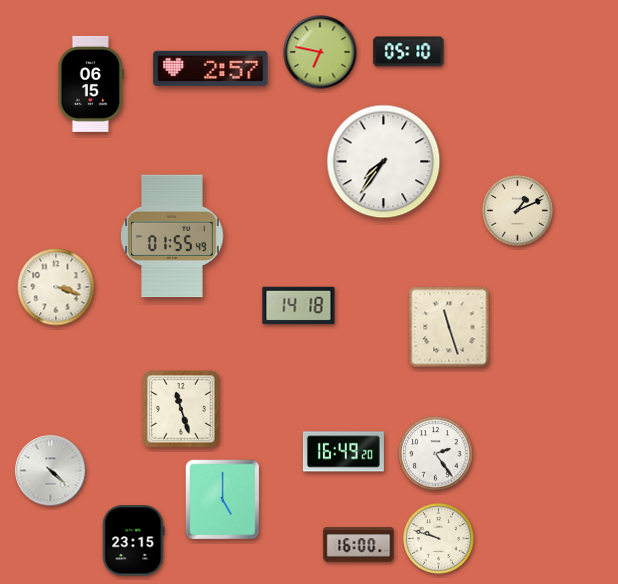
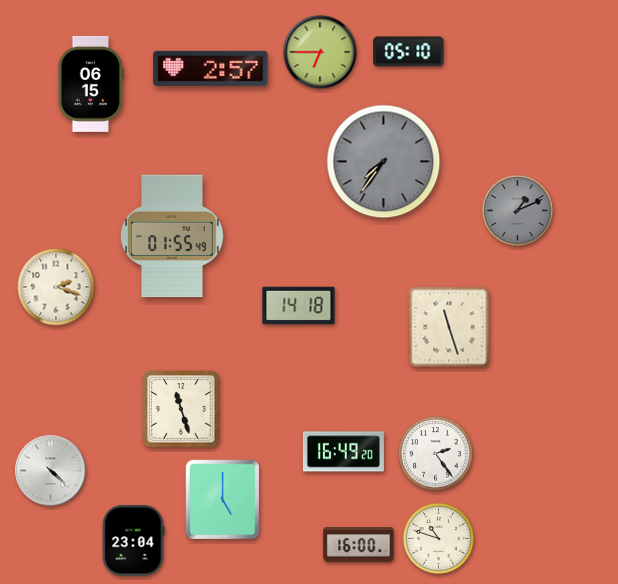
clock at (320, 52): 6:47 -> 6:45
clock at (384, 162) dial: white -> grey
clock at (518, 211) dial: cream -> grey
clock at (56, 287): 3:18 -> 2:18
clock at (439, 539): 9:48 -> 10:48
clock at (133, 541): 23:15 -> 23:04
